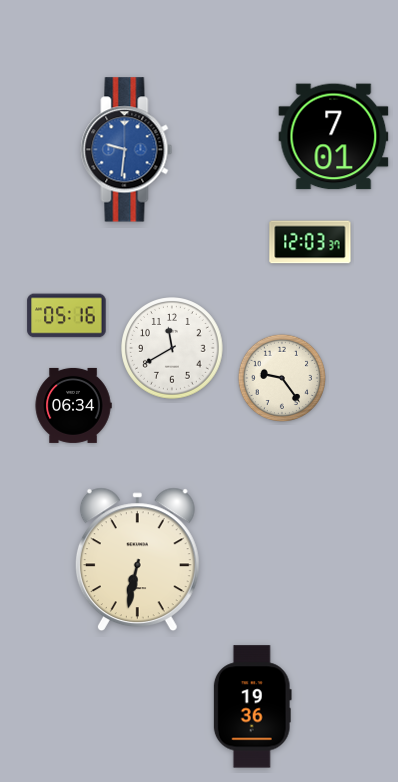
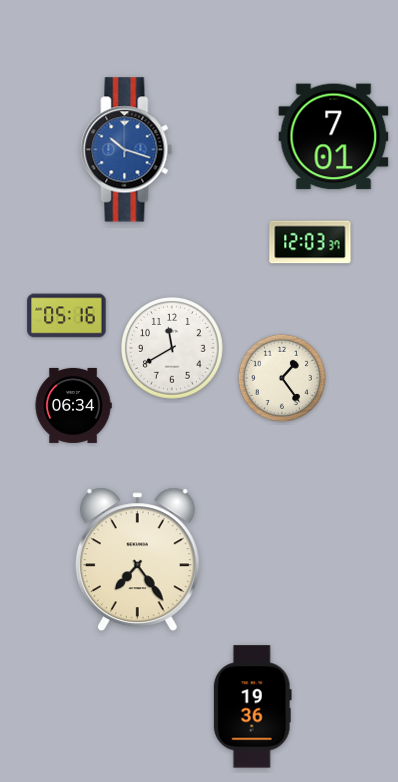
clock at (127, 150): 9:31 -> 10:18
clock at (281, 377): 9:24 -> 1:24
clock at (137, 560): 6:32 -> 7:24
